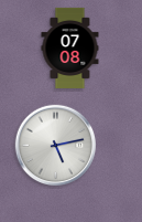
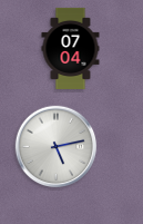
clock at (70, 47): 07:08 -> 07:04
